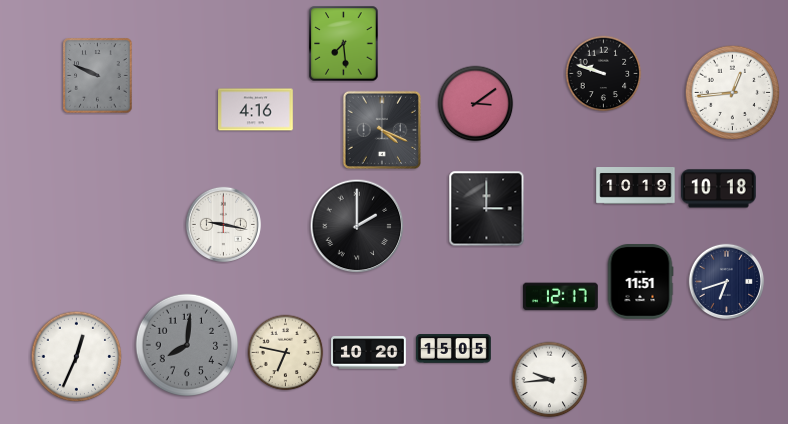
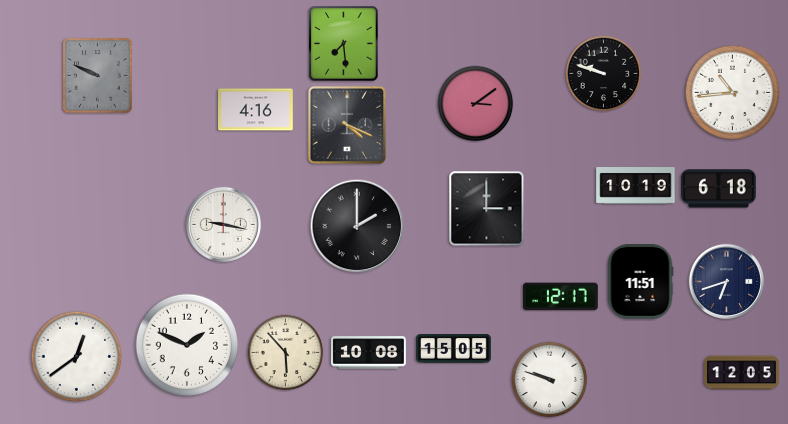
clock at (733, 93): 12:44 -> 10:44
clock at (382, 130) position: (382, 130) -> (347, 125)
clock at (719, 189): 10:18 -> 6:18
clock at (187, 345): 8:01 -> 1:49
clock at (187, 345) dial: grey -> white
clock at (286, 353): 6:47 -> 5:53
clock at (369, 353): 10:20 -> 10:08
clock at (77, 357): 12:34 -> 12:39
clock at (742, 373): none -> 12:05
clock at (550, 380): 9:44 -> 9:48
